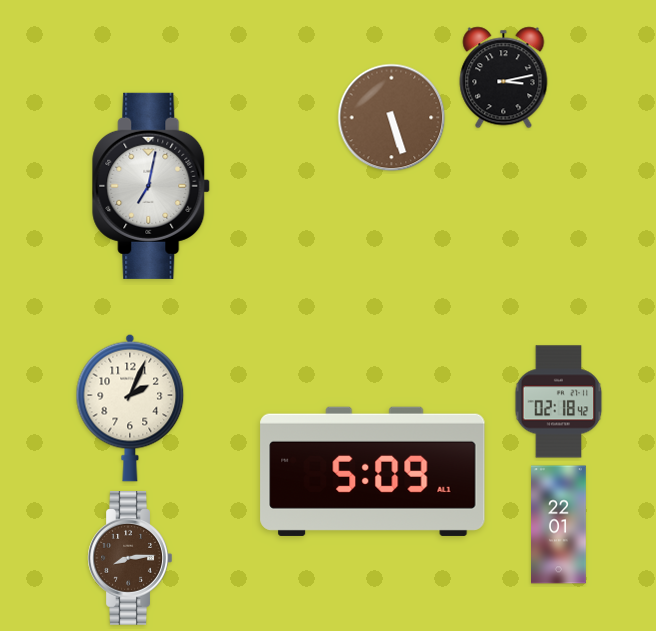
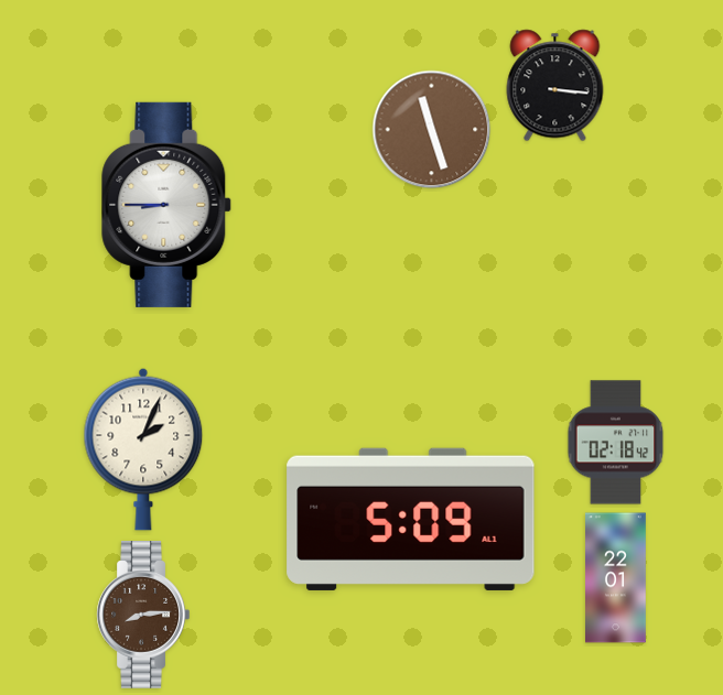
clock at (504, 78): 3:13 -> 3:16
clock at (392, 118): 5:27 -> 11:27
clock at (152, 186): 7:02 -> 8:45
